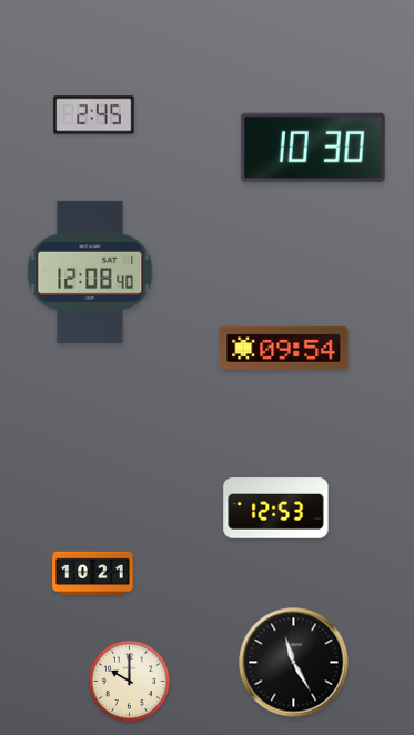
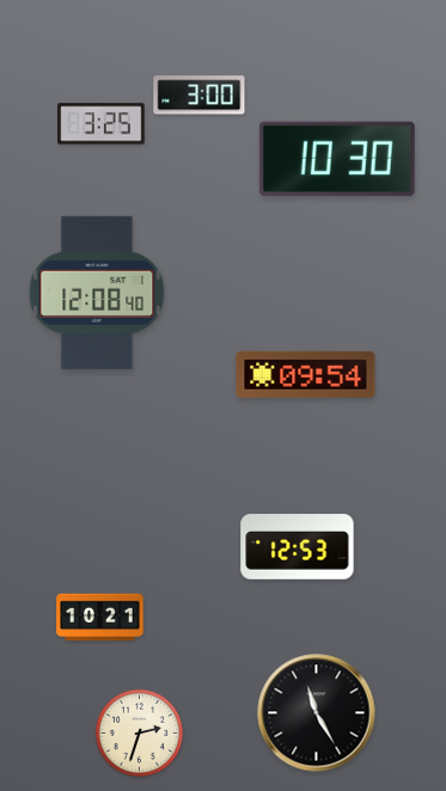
clock at (200, 96): none -> 3:00
clock at (94, 115): 2:45 -> 3:25
clock at (129, 681): 10:00 -> 2:33
